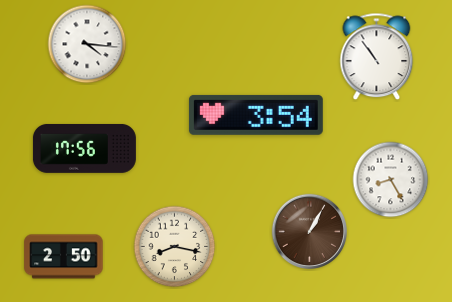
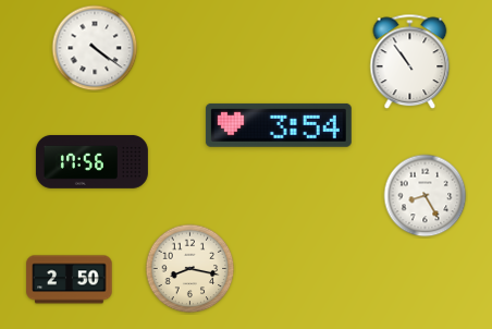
clock at (87, 44): 4:16 -> 4:21
clock at (310, 232): 1:05 -> none
